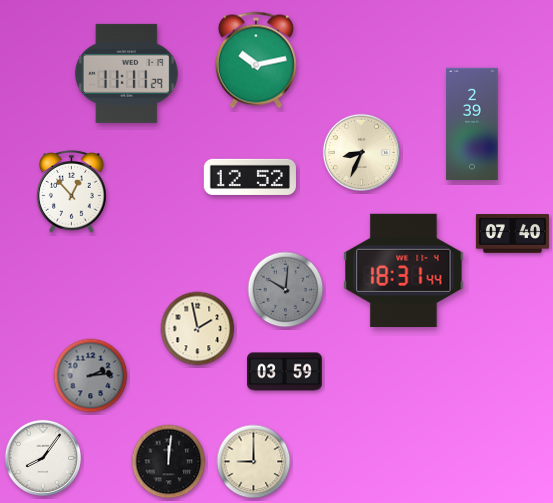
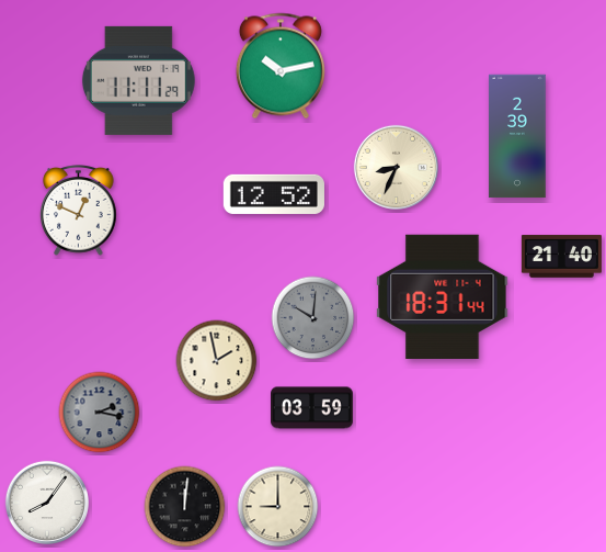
clock at (72, 192): 12:53 -> 12:49
clock at (512, 234): 07:40 -> 21:40
clock at (91, 376): 2:14 -> 2:17
